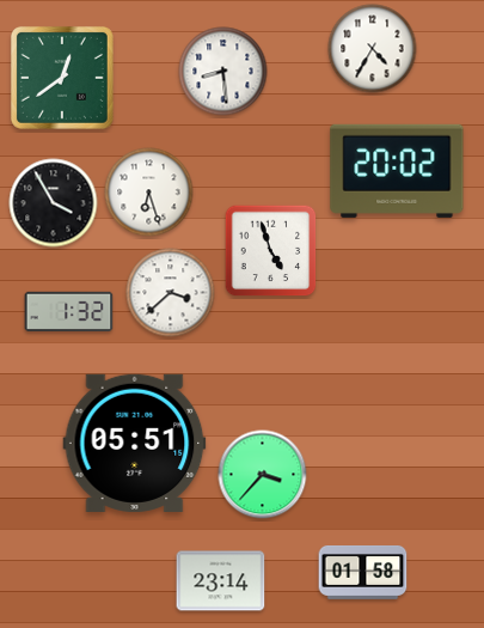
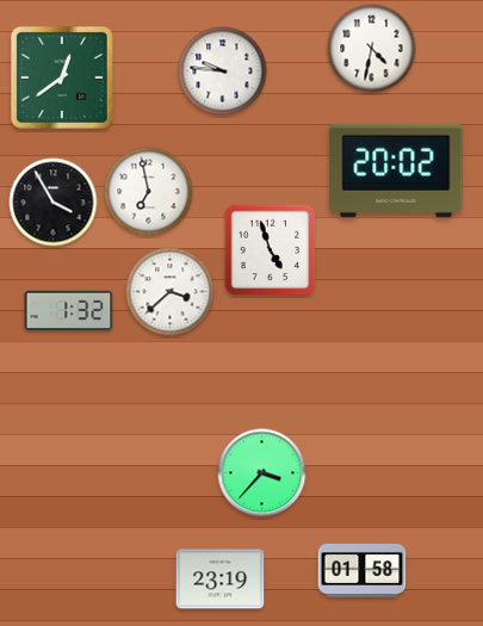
clock at (373, 49): 4:35 -> 4:32
clock at (223, 72): 8:29 -> 9:46
clock at (149, 193): 6:27 -> 6:58
clock at (135, 443): 05:51 -> none
clock at (221, 581): 23:14 -> 23:19
